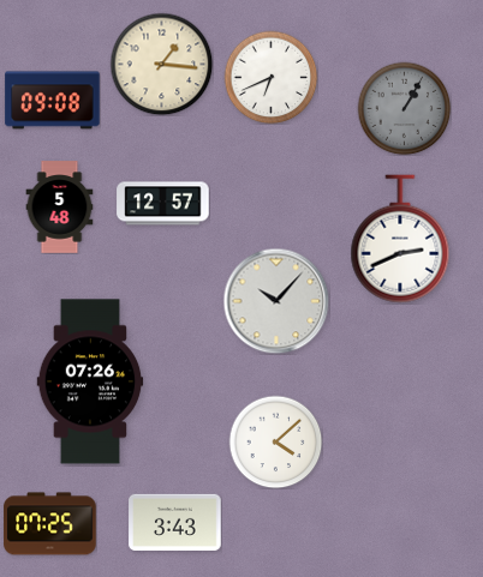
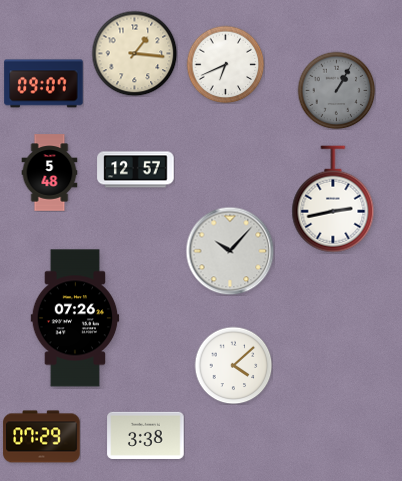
clock at (53, 101): 09:08 -> 09:07
clock at (400, 239): 2:41 -> 2:43
clock at (275, 441) position: (275, 441) -> (233, 365)
clock at (175, 522): 3:43 -> 3:38
clock at (50, 524): 07:25 -> 07:29
